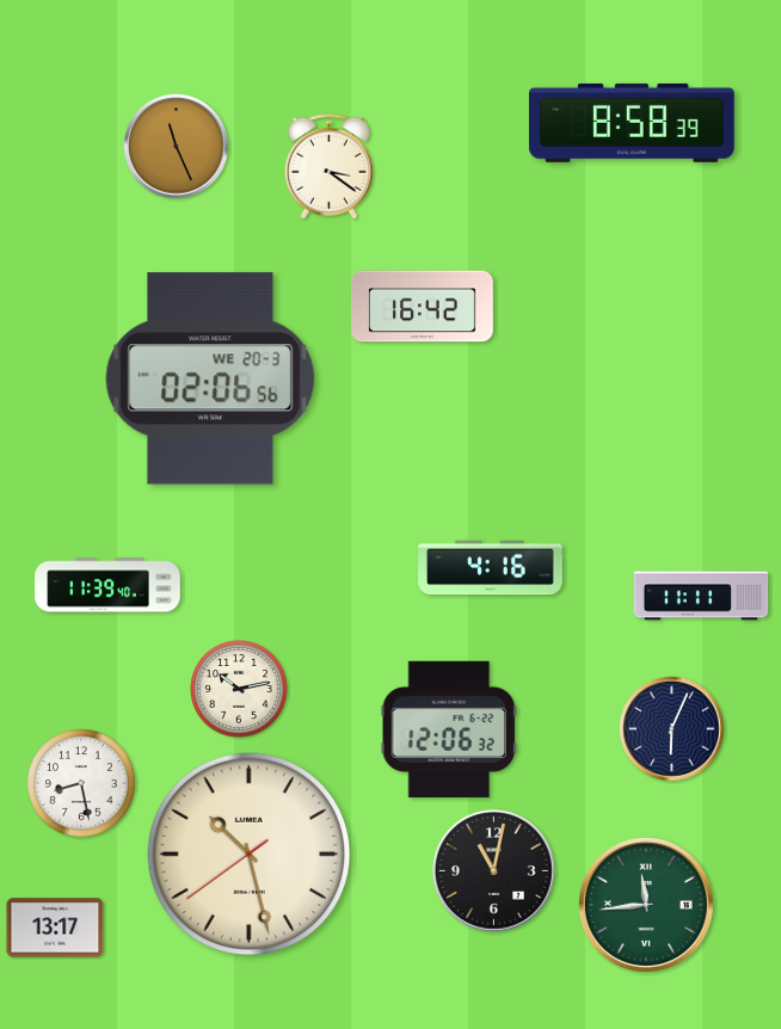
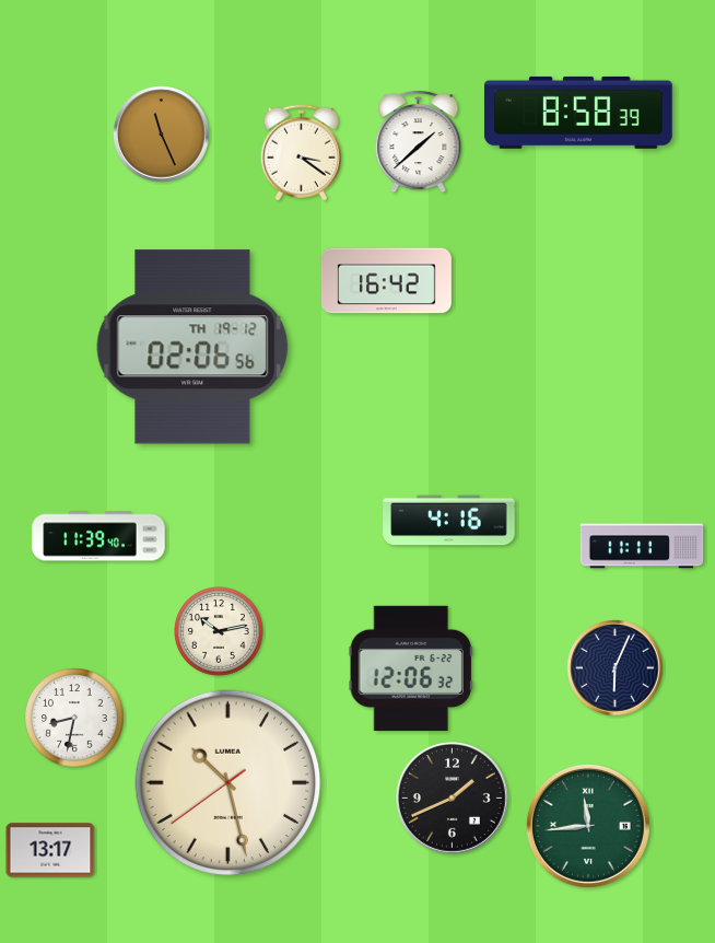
clock at (419, 141): none -> 1:38
clock at (210, 378) date: WE 20-3 -> TH 19-12
clock at (81, 783): 8:28 -> 8:32
clock at (494, 871): 11:02 -> 1:41
clock at (646, 905) position: (646, 905) -> (588, 826)
